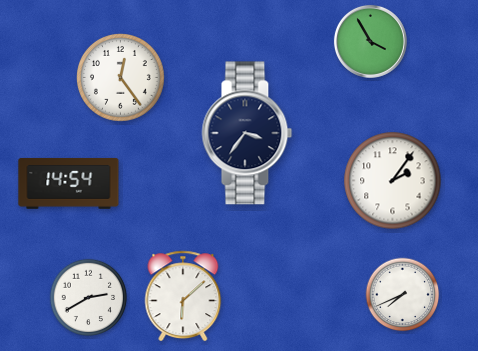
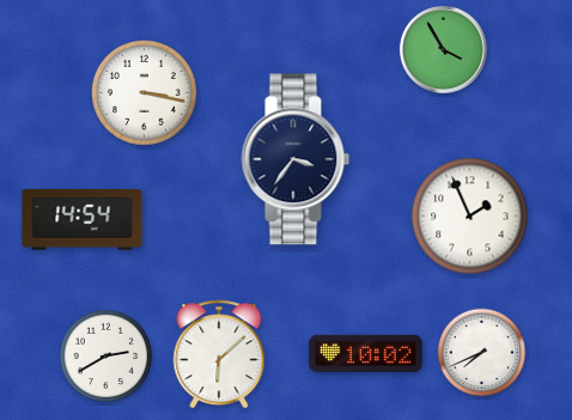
clock at (121, 78): 12:24 -> 3:17
clock at (393, 181): 2:06 -> 1:56
clock at (366, 353): none -> 10:02
